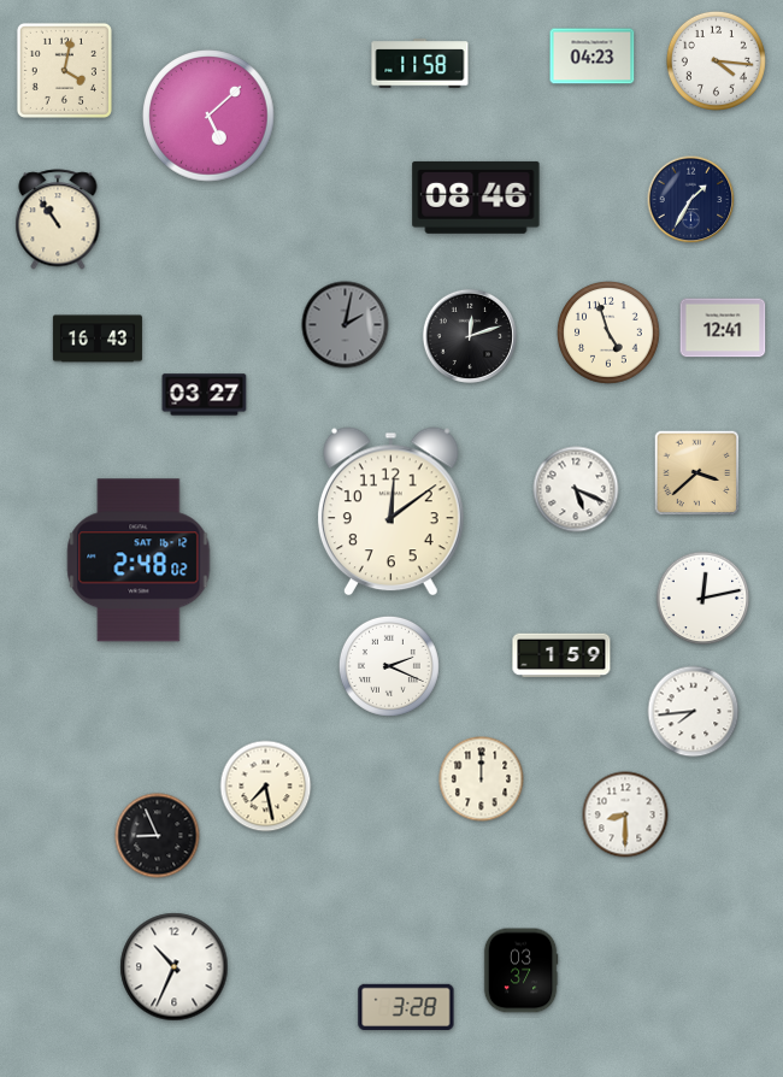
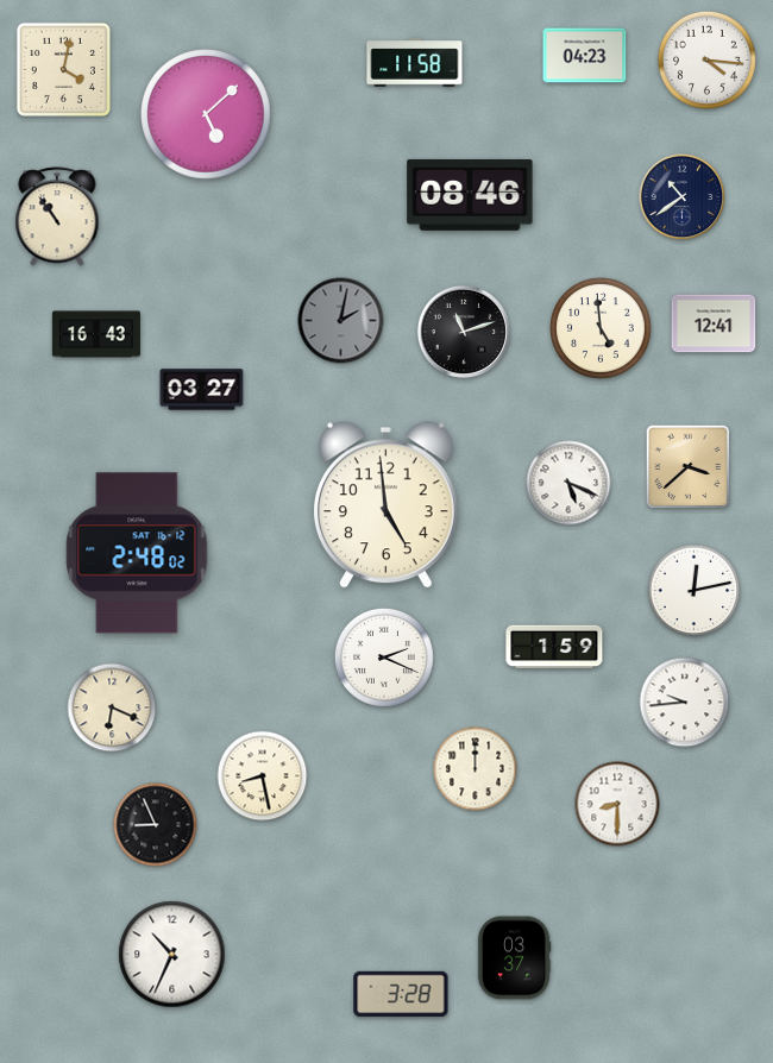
clock at (691, 200): 1:35 -> 10:39
clock at (608, 332): 4:57 -> 4:59
clock at (470, 336): 12:12 -> 11:12
clock at (390, 512): 12:09 -> 4:59
clock at (694, 712): 7:44 -> 9:44
clock at (112, 707): none -> 6:19
clock at (266, 787): 7:28 -> 8:28
